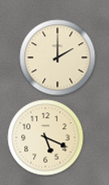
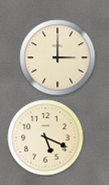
clock at (58, 58): 2:00 -> 3:00
